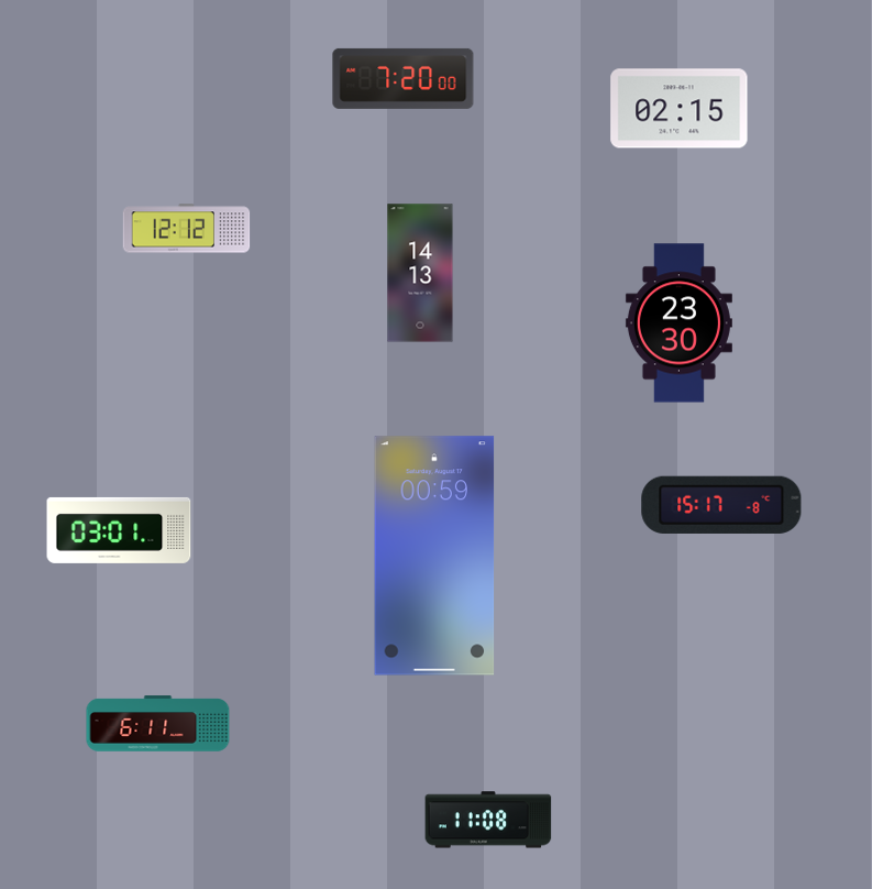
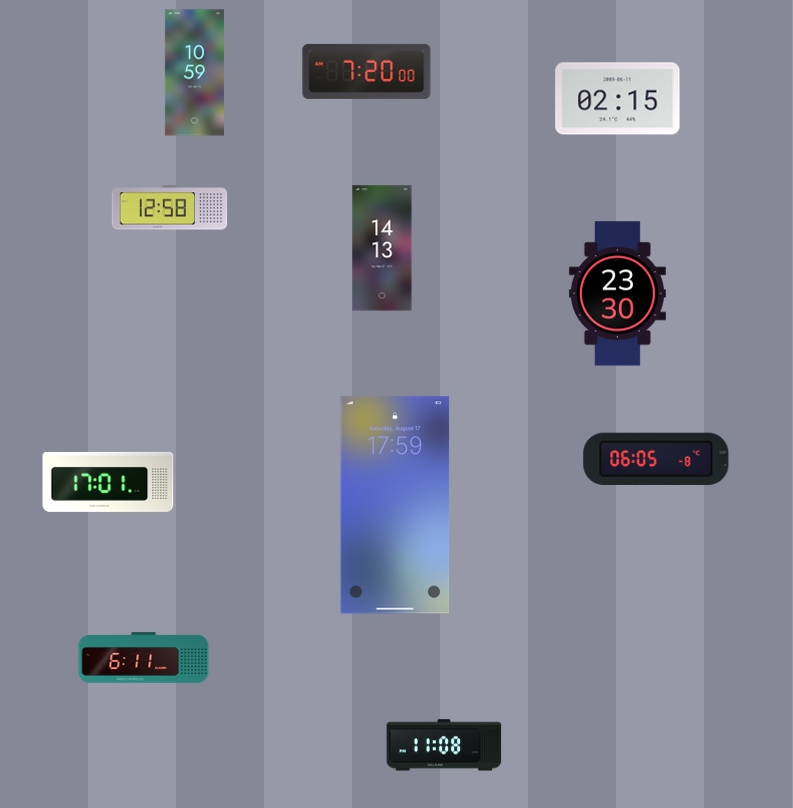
clock at (194, 73): none -> 10:59
clock at (187, 229): 12:12 -> 12:58
clock at (721, 505): 15:17 -> 06:05
clock at (119, 530): 03:01 -> 17:01
clock at (434, 556): 00:59 -> 17:59
